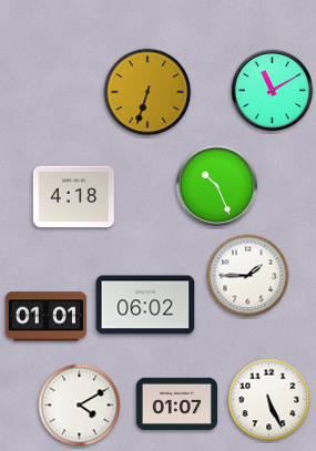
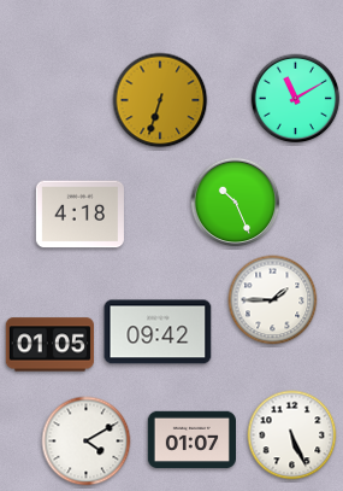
clock at (248, 276) position: (248, 276) -> (273, 300)
clock at (145, 305): 06:02 -> 09:42
clock at (45, 317): 01:01 -> 01:05
